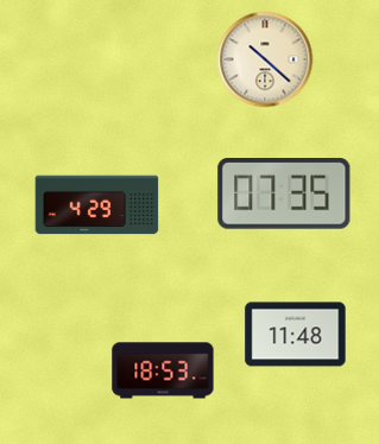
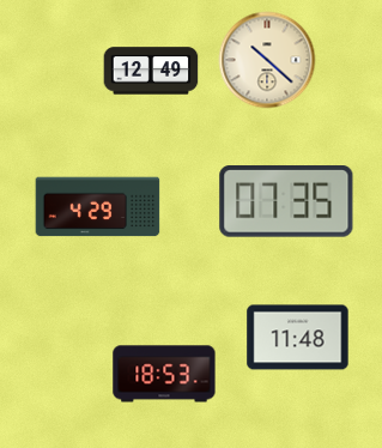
clock at (151, 71): none -> 12:49
clock at (284, 195) position: (284, 195) -> (286, 202)
